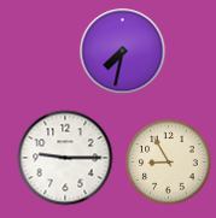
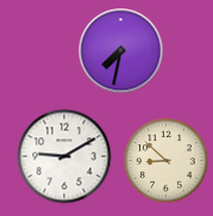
clock at (65, 158): 9:15 -> 9:10
clock at (169, 163): 8:55 -> 8:52
